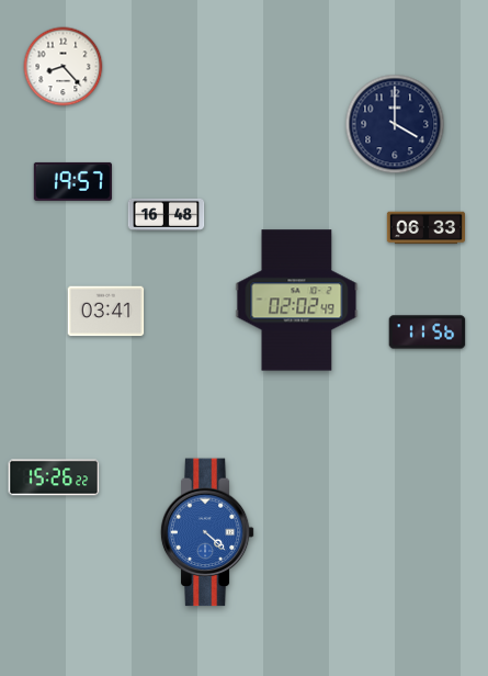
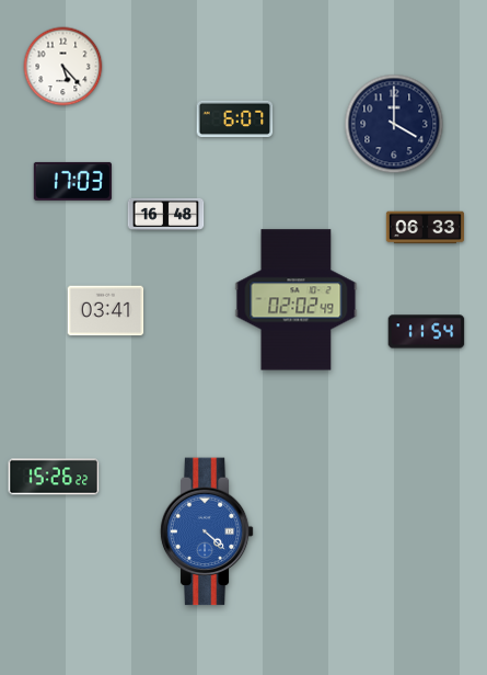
clock at (64, 67): 8:23 -> 5:23
clock at (235, 119): none -> 6:07
clock at (72, 181): 19:57 -> 17:03
clock at (428, 333): 11:56 -> 11:54
